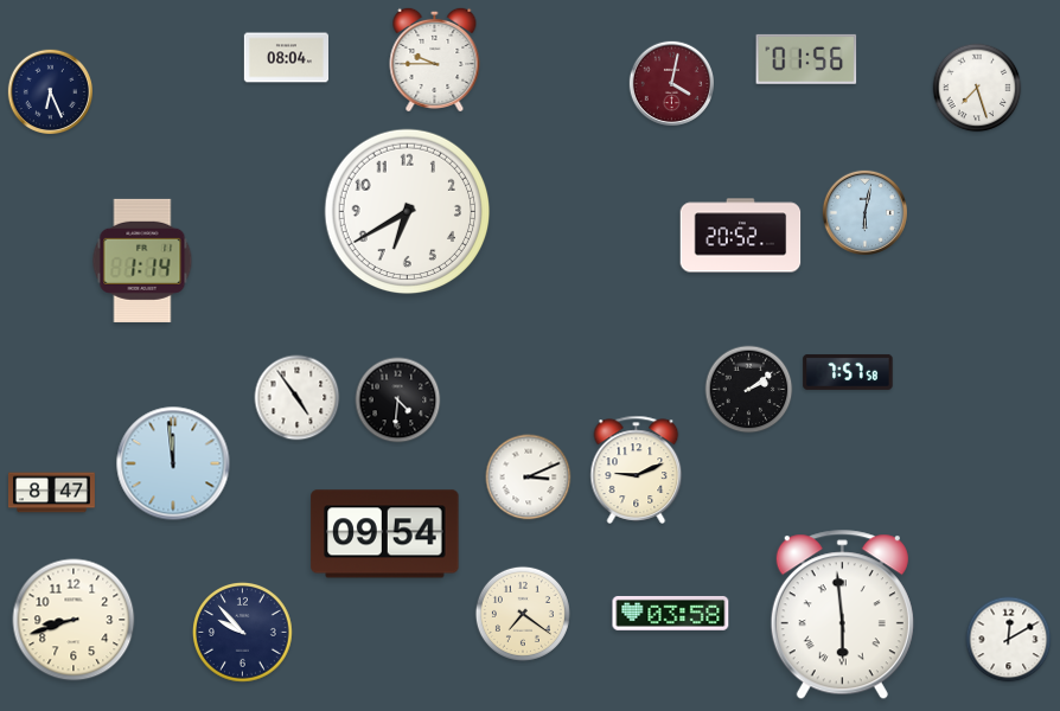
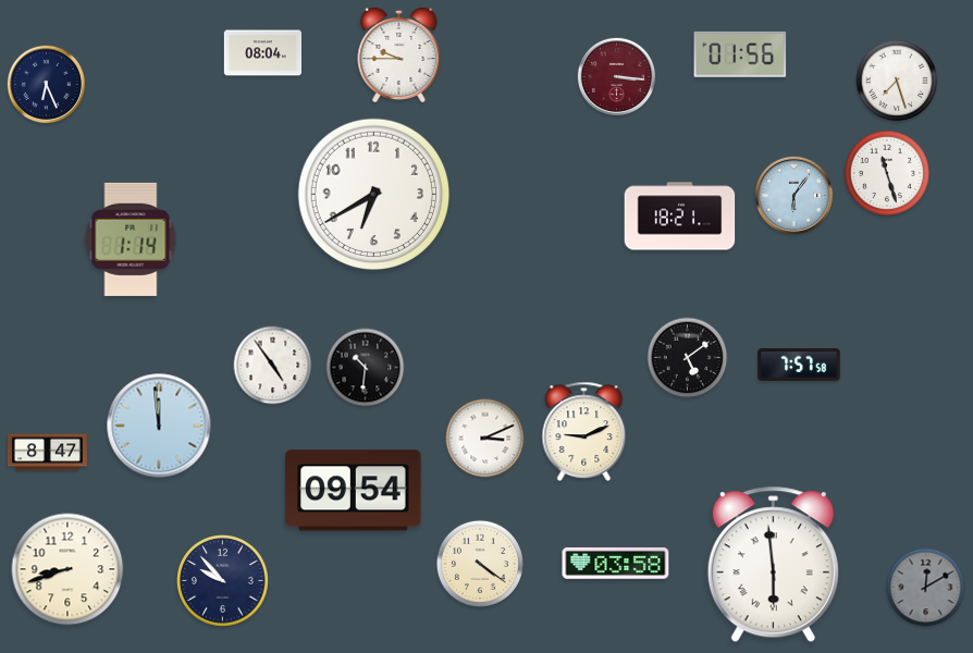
clock at (671, 83): 4:02 -> 3:16
clock at (886, 172): none -> 11:27
clock at (864, 212): 6:02 -> 6:06
clock at (741, 236): 20:52 -> 18:21
clock at (848, 372) position: (848, 372) -> (799, 365)
clock at (749, 390): 2:09 -> 5:09
clock at (398, 401): 4:31 -> 10:31
clock at (523, 614): 7:21 -> 4:21
clock at (1009, 640) dial: white -> grey
